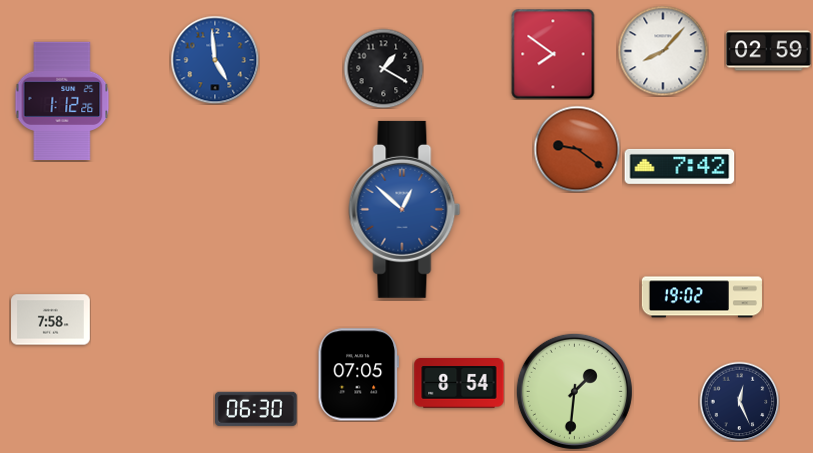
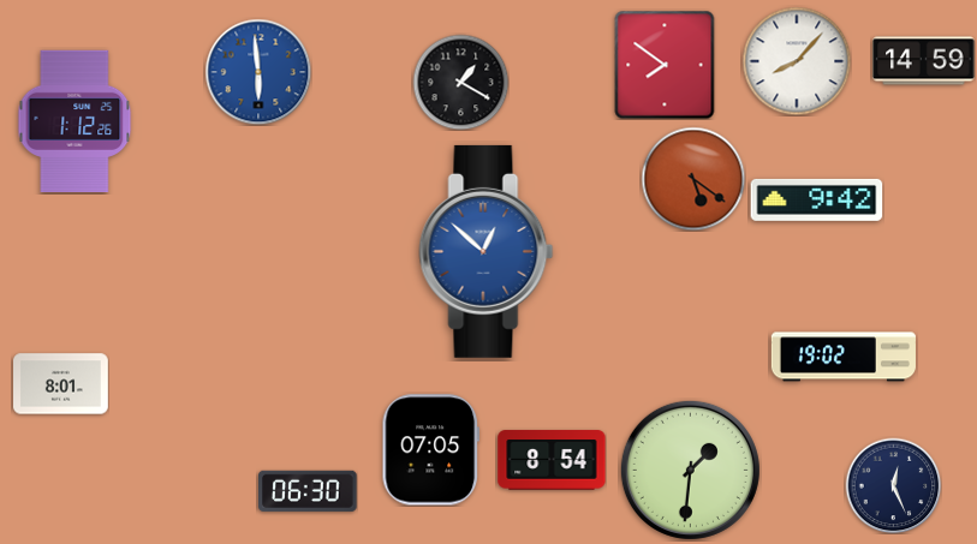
clock at (769, 51): 02:59 -> 14:59
clock at (215, 60): 4:59 -> 5:59
clock at (577, 149): 9:21 -> 5:21
clock at (680, 166): 7:42 -> 9:42
clock at (51, 320): 7:58 -> 8:01
clock at (739, 401) position: (739, 401) -> (893, 485)
